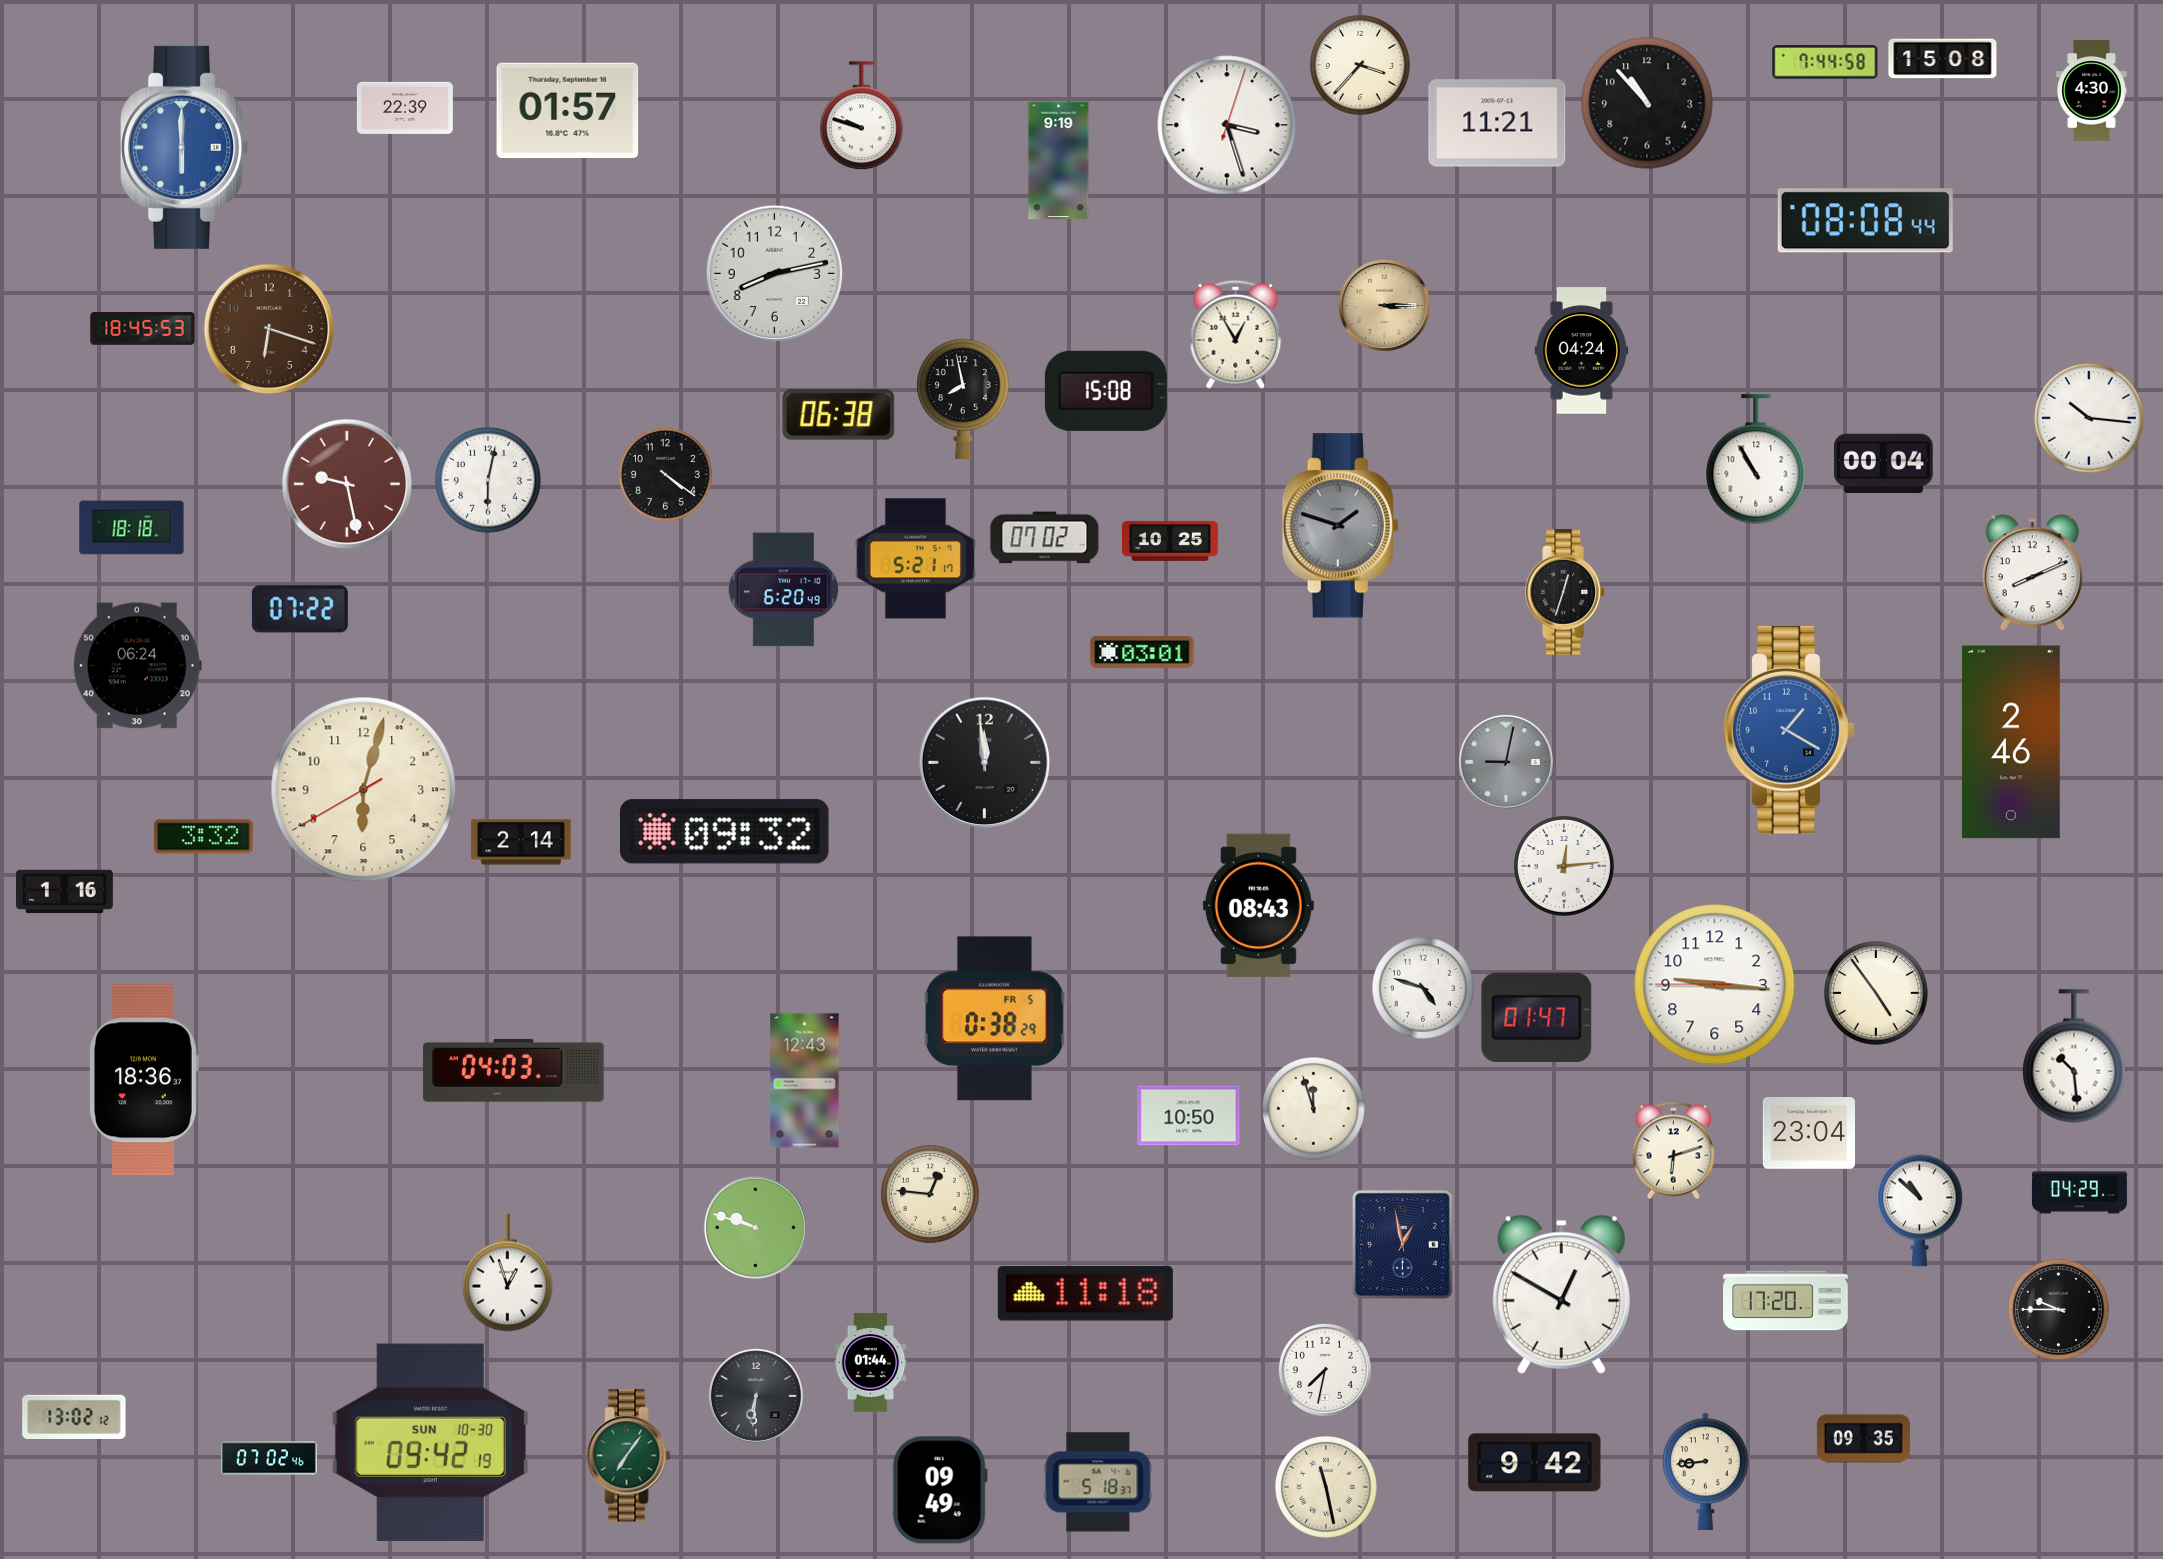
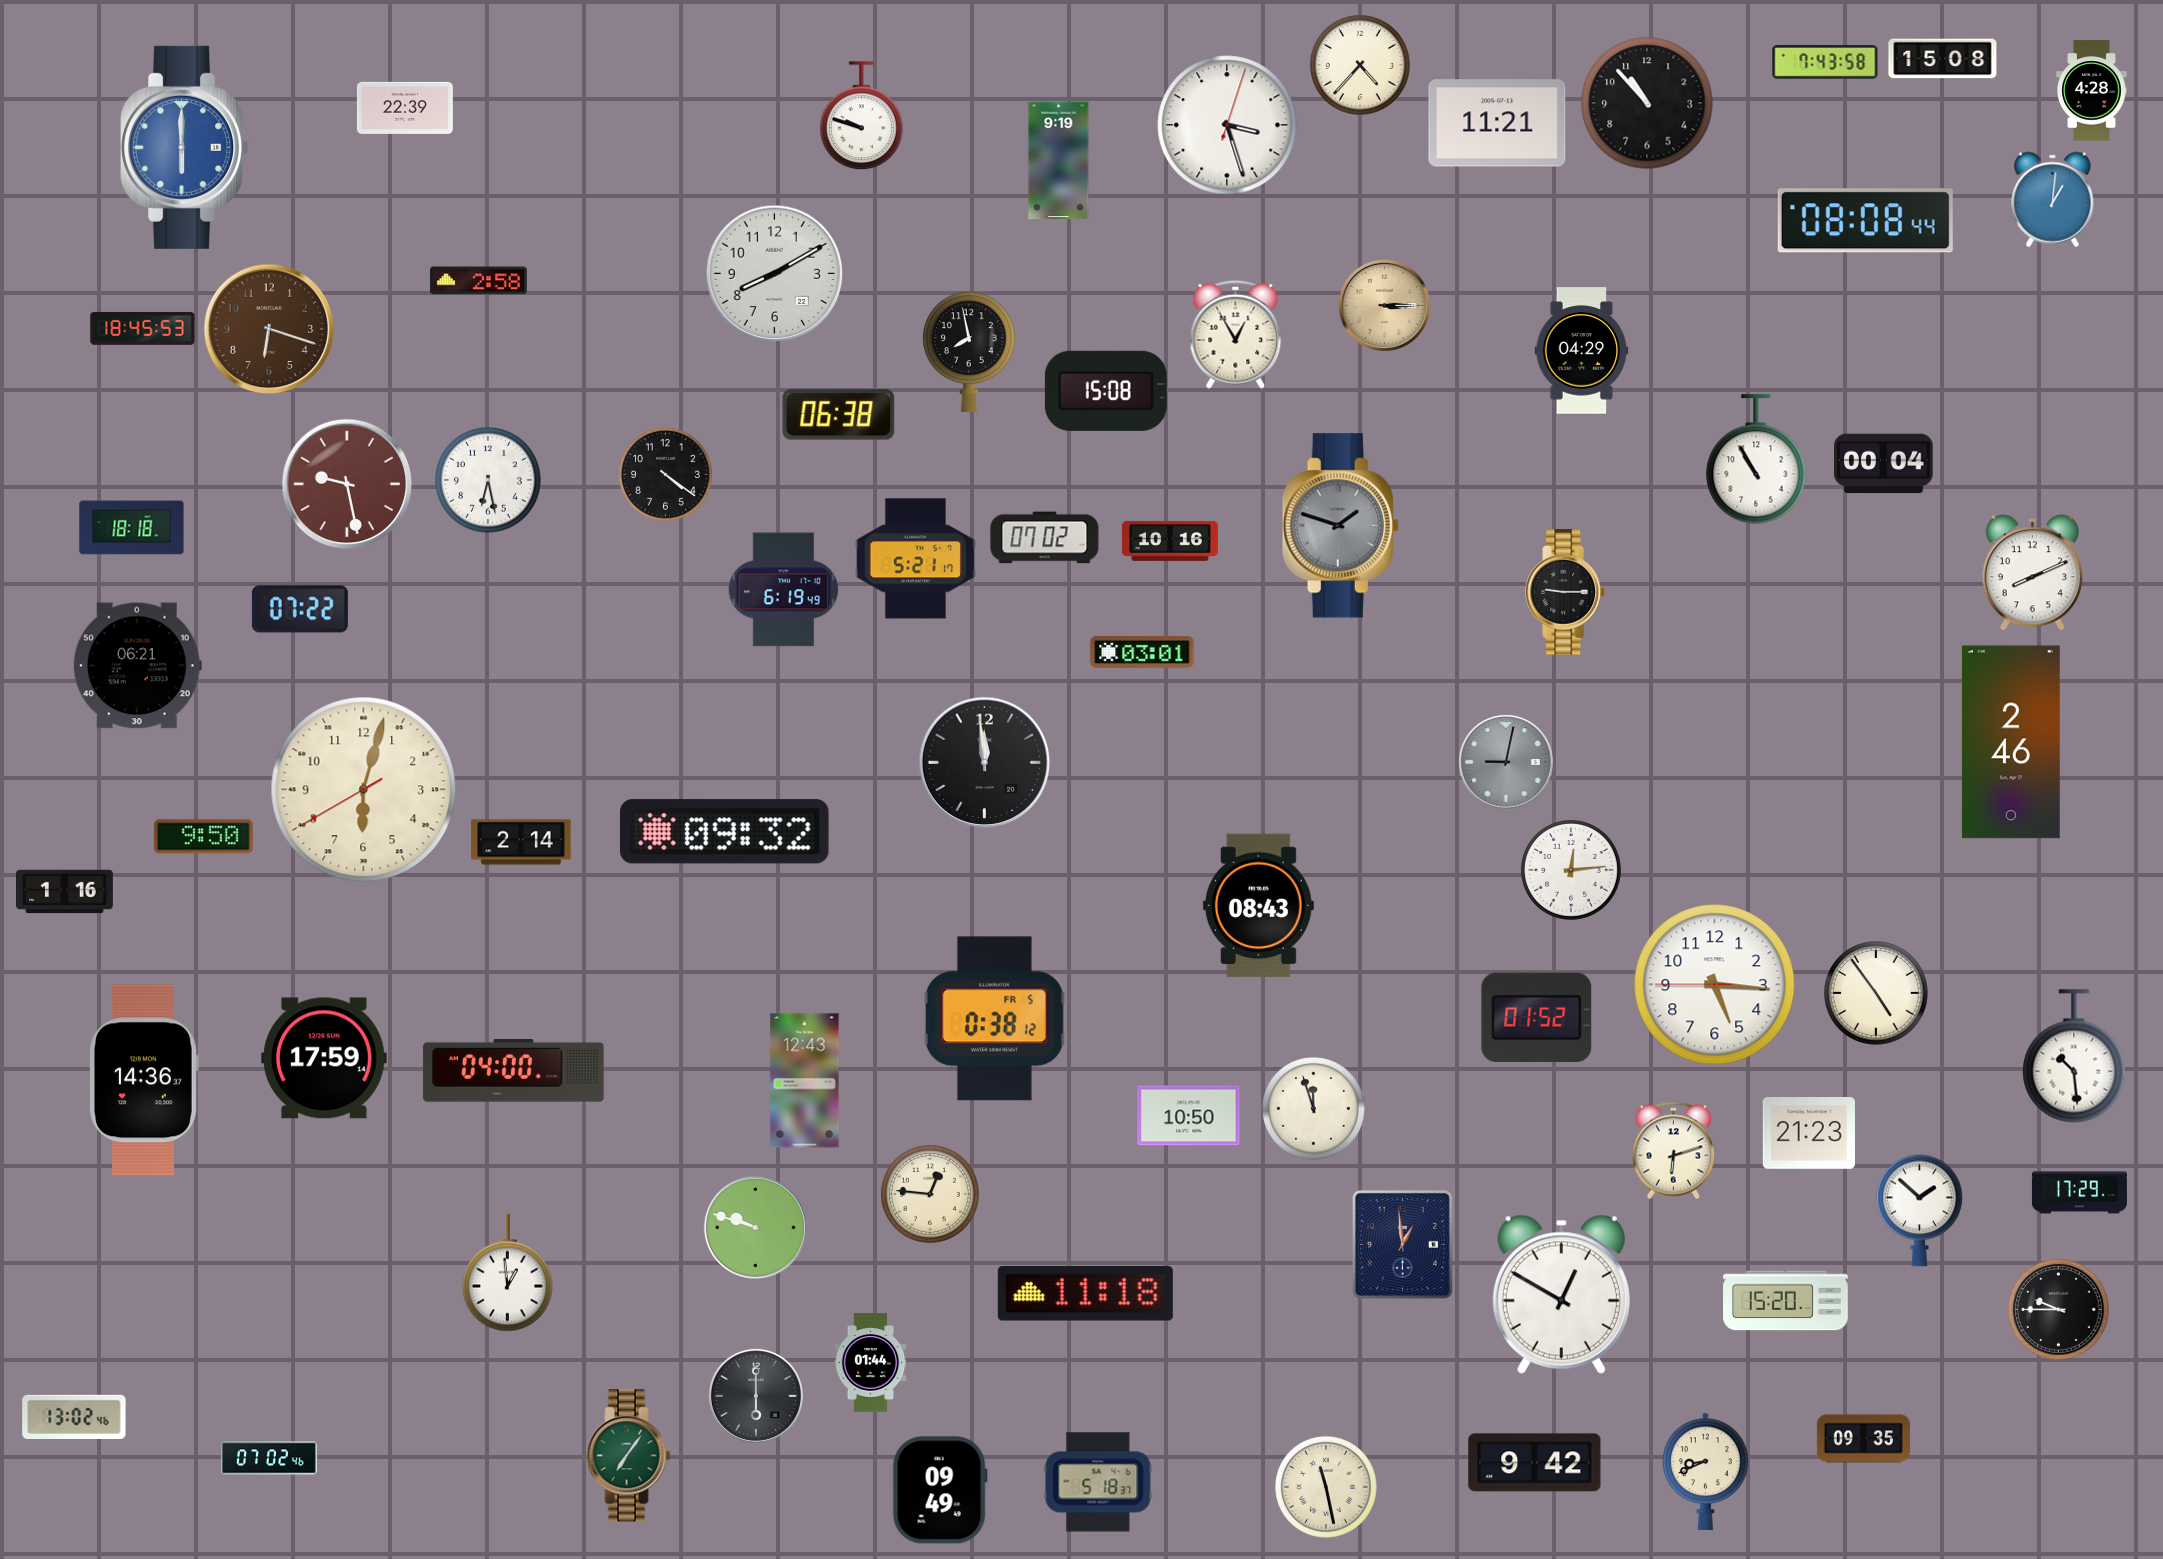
clock at (1825, 62): 7:44 -> 7:43
clock at (1360, 65): 3:37 -> 4:37
clock at (2092, 91): 4:30 -> 4:28
clock at (568, 110): 01:57 -> none
clock at (2053, 200): none -> 1:01
clock at (775, 274): 8:13 -> 8:10
clock at (478, 281): none -> 2:58
clock at (1582, 351): 04:24 -> 04:29
clock at (963, 399) position: (963, 399) -> (969, 352)
clock at (2089, 418): 10:16 -> none
clock at (489, 481): 6:02 -> 6:28
clock at (1170, 541): 10:25 -> 10:16
clock at (784, 590): 6:20 -> 6:19
clock at (1566, 592): 12:33 -> 9:15
clock at (137, 666): 06:24 -> 06:21
clock at (1789, 730): 1:20 -> none
clock at (204, 837): 3:32 -> 9:50
clock at (1564, 866) position: (1564, 866) -> (1571, 870)
clock at (1715, 985): 9:15 -> 5:15
clock at (1424, 989): 4:48 -> none
clock at (1537, 1018): 01:47 -> 01:52
clock at (994, 1019): 0:38:29 -> 0:38:12
clock at (325, 1058): none -> 17:59
clock at (514, 1071): 04:03 -> 04:00
clock at (144, 1080): 18:36 -> 14:36
clock at (1809, 1134): 23:04 -> 21:23
clock at (2079, 1193): 04:29 -> 17:29
clock at (1920, 1210): 10:52 -> 1:52
clock at (1402, 1244): 12:58 -> 12:59
clock at (508, 1273): 12:57 -> 12:59
clock at (1786, 1301): 17:20 -> 15:20
clock at (1325, 1370): 7:32 -> none
clock at (756, 1396): 6:31 -> 6:00
clock at (74, 1417): 13:02:12 -> 13:02:46
clock at (430, 1442): 09:42 -> none
clock at (1706, 1472): 8:44 -> 8:41
